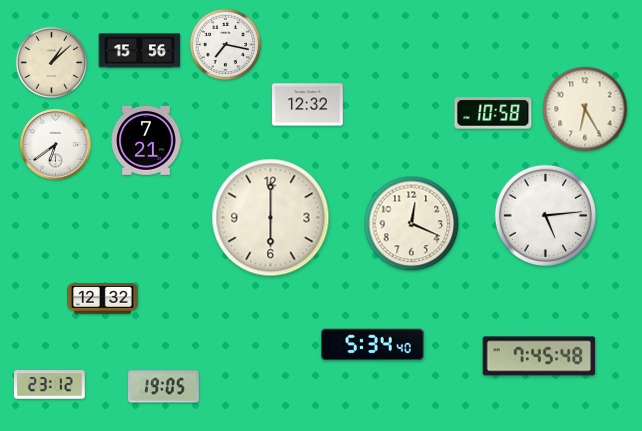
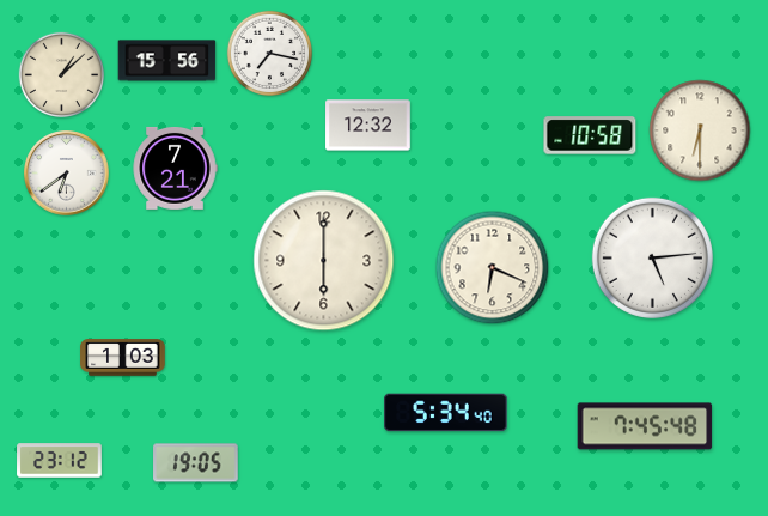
clock at (585, 109): 6:25 -> 6:30
clock at (412, 224): 12:19 -> 6:19
clock at (103, 299): 12:32 -> 1:03
